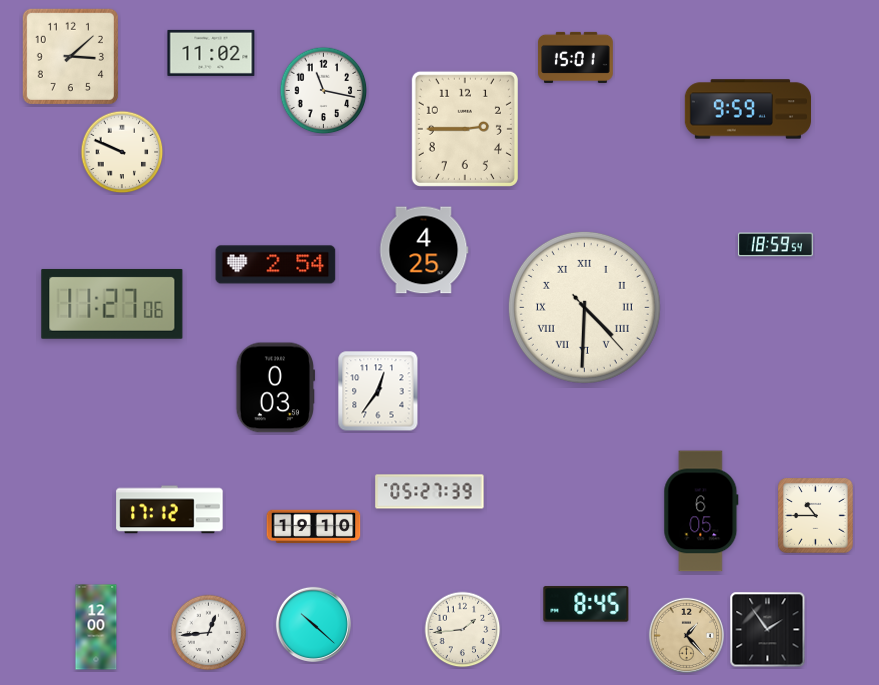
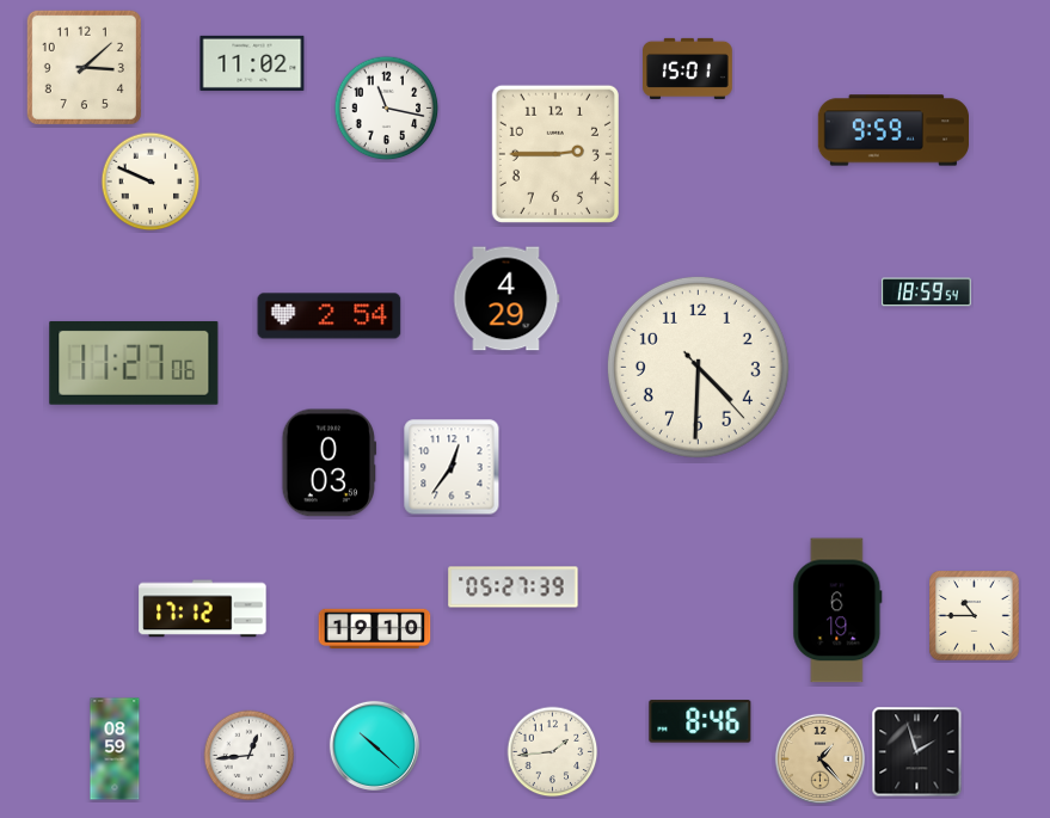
clock at (122, 152) position: (122, 152) -> (151, 182)
clock at (424, 250): 4:25 -> 4:29
clock at (584, 307) numerals: Roman -> Arabic
clock at (701, 511): 6:05 -> 6:19
clock at (586, 604): 8:45 -> 8:46
clock at (96, 627): 12:00 -> 08:59
clock at (768, 630): 1:54 -> 1:57
